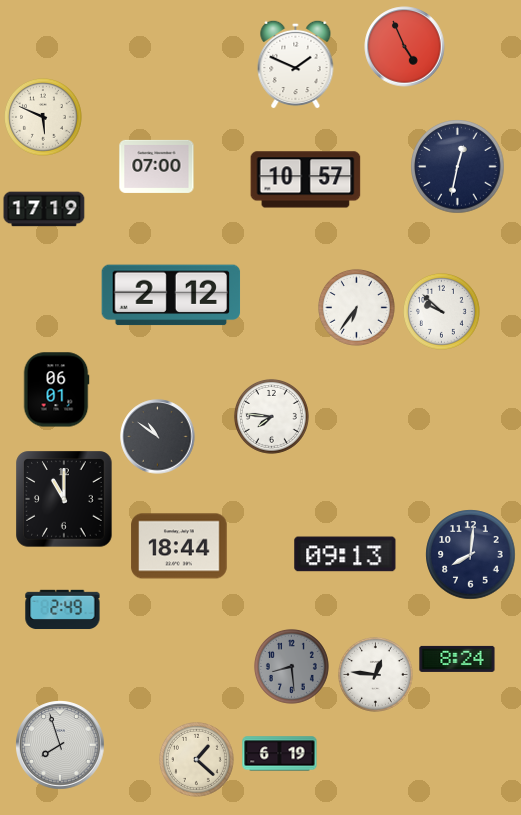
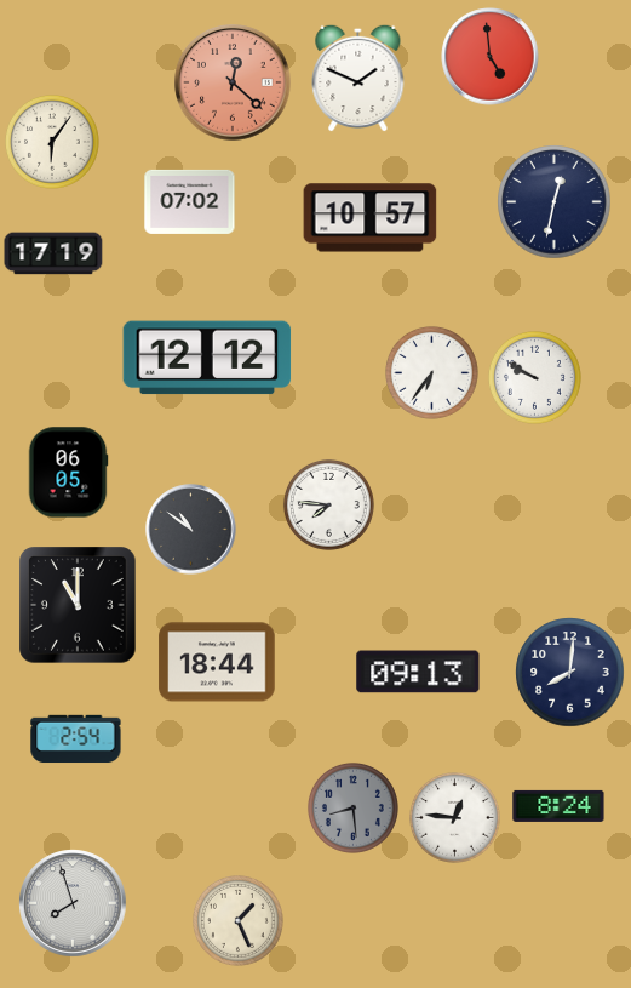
clock at (405, 47): 4:56 -> 4:59
clock at (234, 84): none -> 12:22
clock at (43, 117): 5:49 -> 6:06
clock at (157, 166): 07:00 -> 07:02
clock at (171, 295): 2:12 -> 12:12
clock at (441, 311): 9:52 -> 9:50
clock at (56, 390): 06:01 -> 06:05
clock at (63, 610): 2:49 -> 2:54
clock at (457, 659) position: (457, 659) -> (558, 806)
clock at (280, 754): 6:19 -> none
clock at (196, 759): 1:22 -> 1:26
